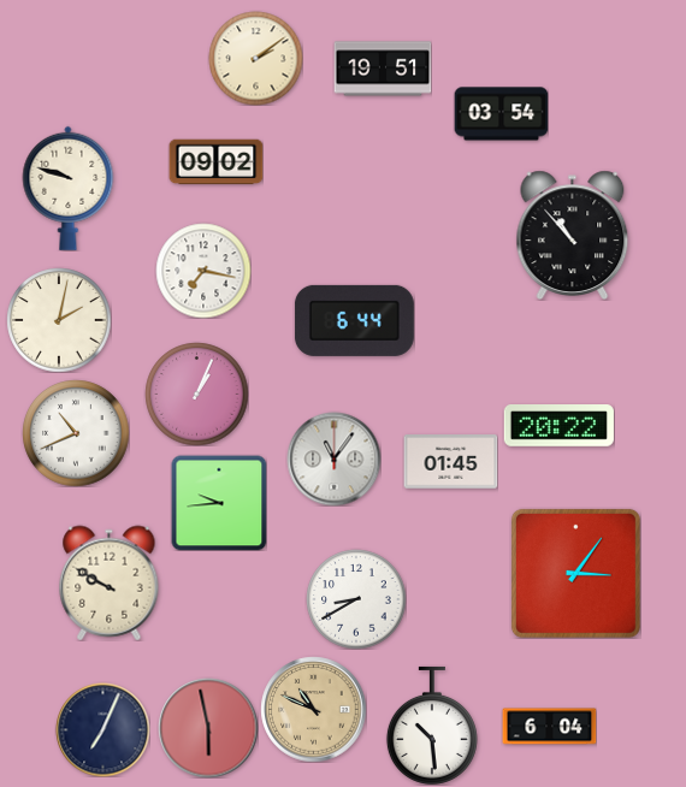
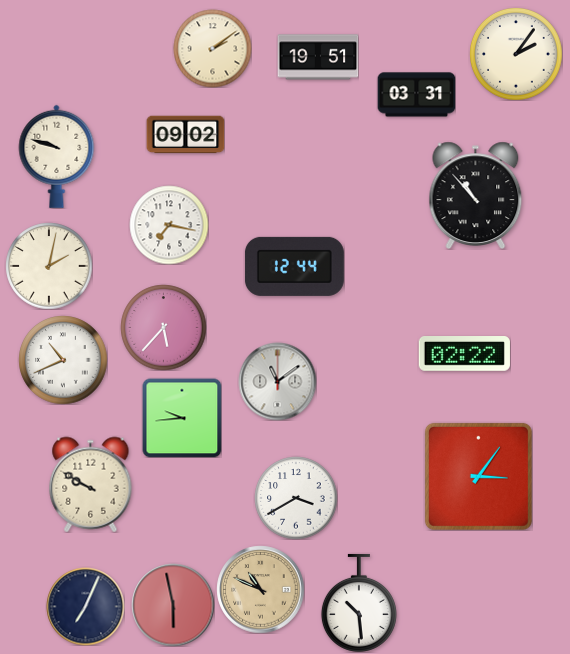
clock at (516, 54): none -> 2:06
clock at (501, 114): 03:54 -> 03:31
clock at (215, 162) position: (215, 162) -> (185, 135)
clock at (354, 320): 6:44 -> 12:44
clock at (196, 393): 1:04 -> 5:37
clock at (558, 426): 20:22 -> 02:22
clock at (333, 458): 11:06 -> 11:09
clock at (450, 462): 01:45 -> none
clock at (356, 599): 8:40 -> 3:40
clock at (549, 727): 6:04 -> none
